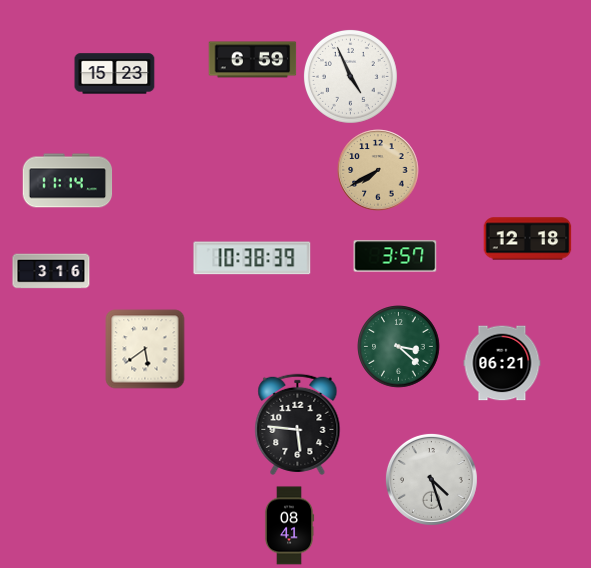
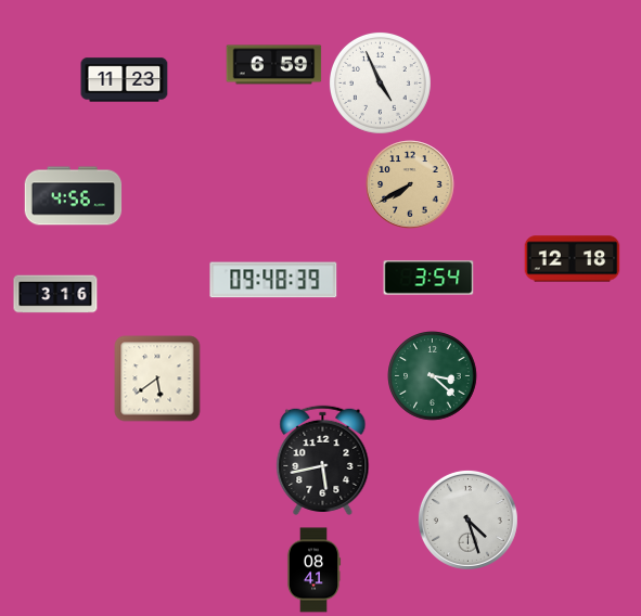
clock at (115, 74): 15:23 -> 11:23
clock at (68, 181): 11:14 -> 4:56
clock at (395, 256): 3:57 -> 3:54
clock at (252, 258): 10:38 -> 09:48
clock at (502, 363): 06:21 -> none
clock at (298, 424): 5:46 -> 5:43
